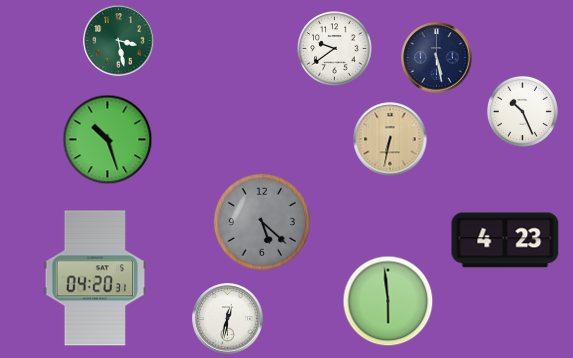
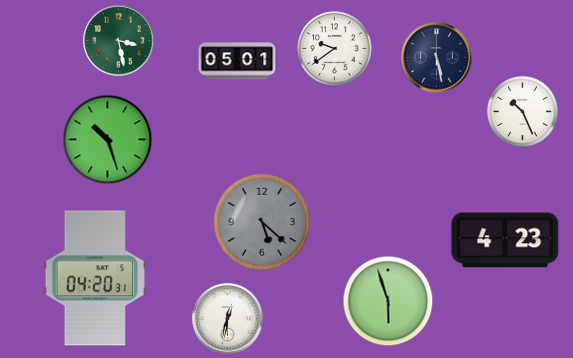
clock at (237, 61): none -> 05:01
clock at (390, 139): 6:32 -> none
clock at (388, 301): 5:59 -> 5:57
